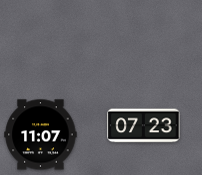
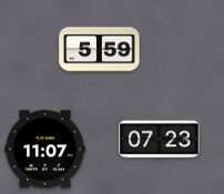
clock at (100, 50): none -> 5:59
